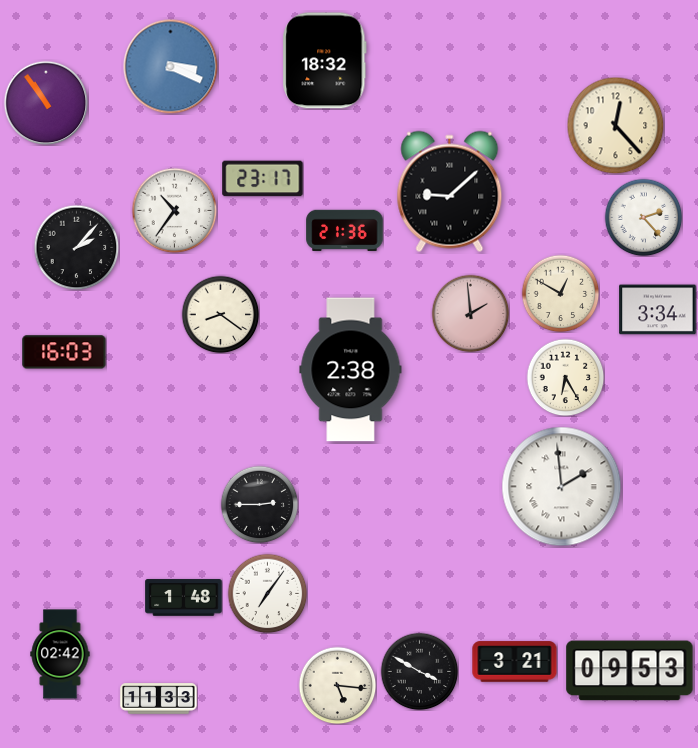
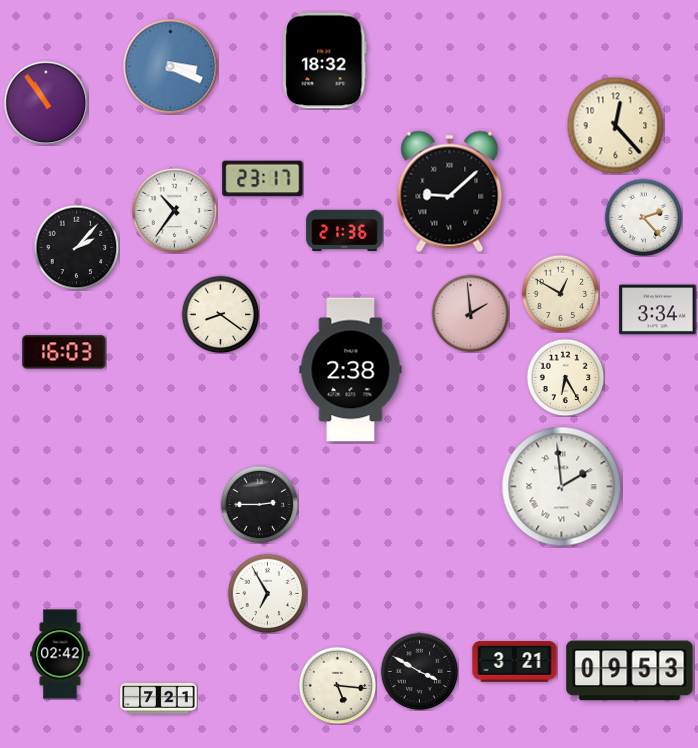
clock at (267, 593): 7:06 -> 6:55
clock at (184, 598): 1:48 -> none
clock at (159, 699): 11:33 -> 7:21
